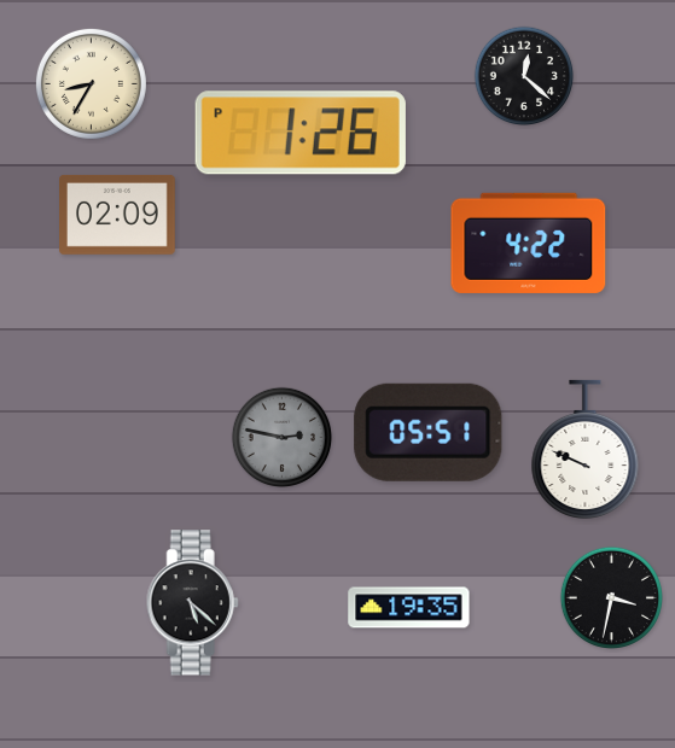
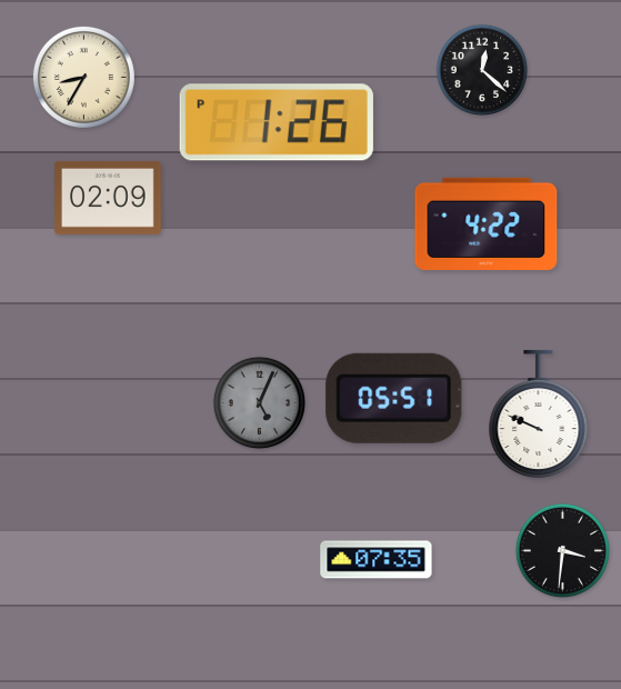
clock at (283, 438): 2:47 -> 5:04
clock at (611, 597): 3:32 -> 3:31
clock at (192, 603): 5:22 -> none
clock at (409, 608): 19:35 -> 07:35
